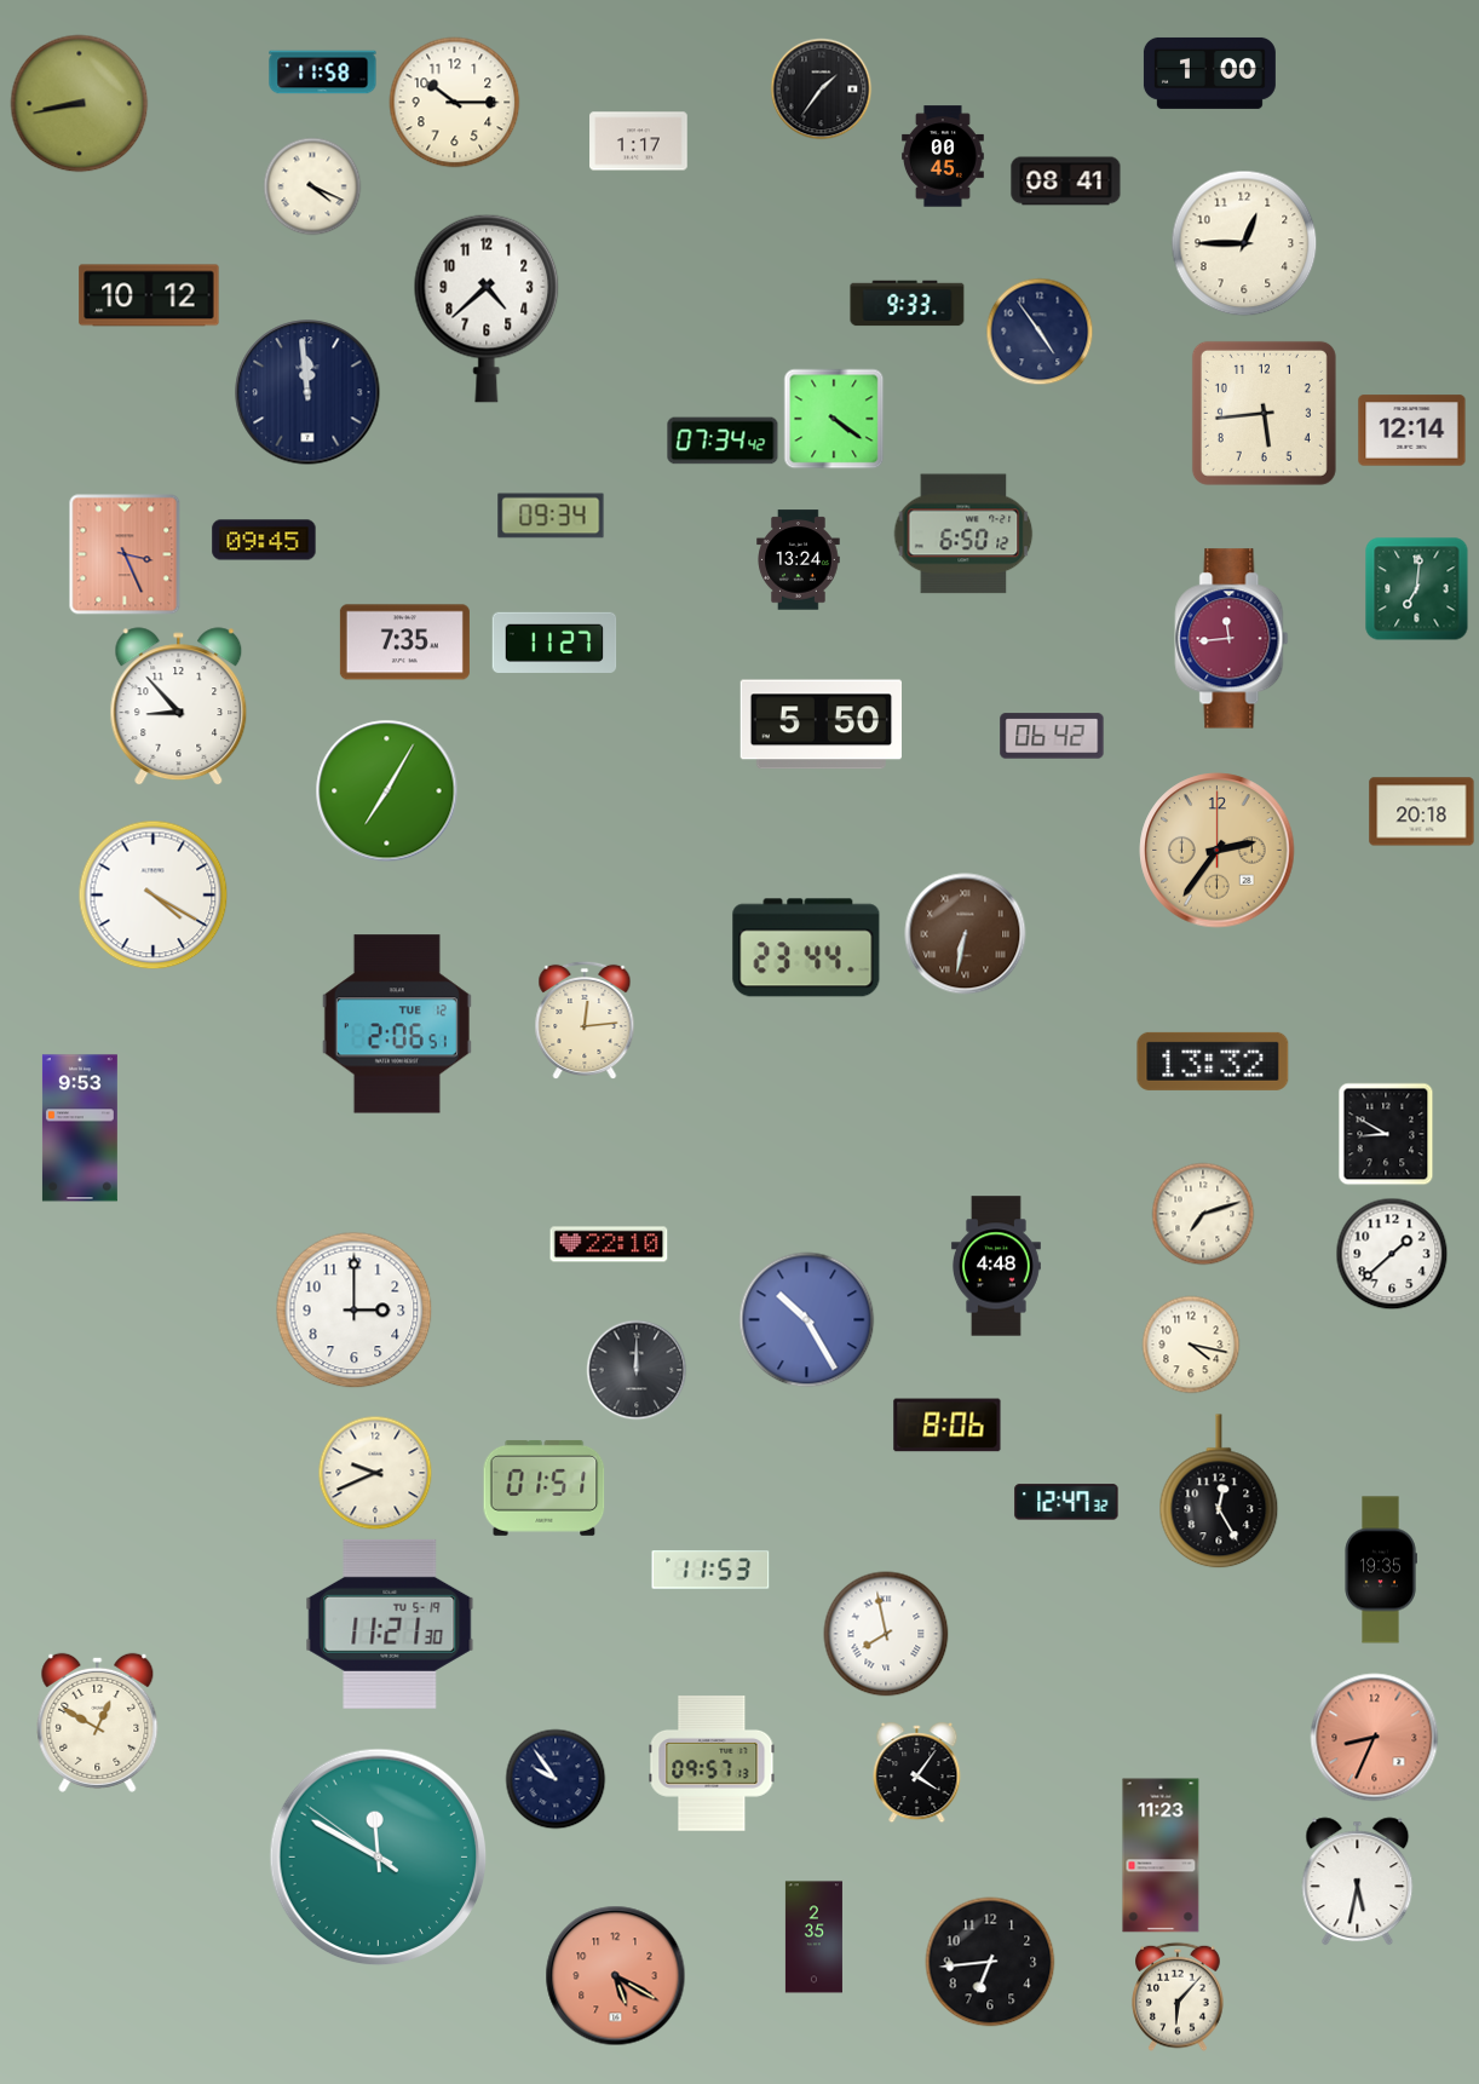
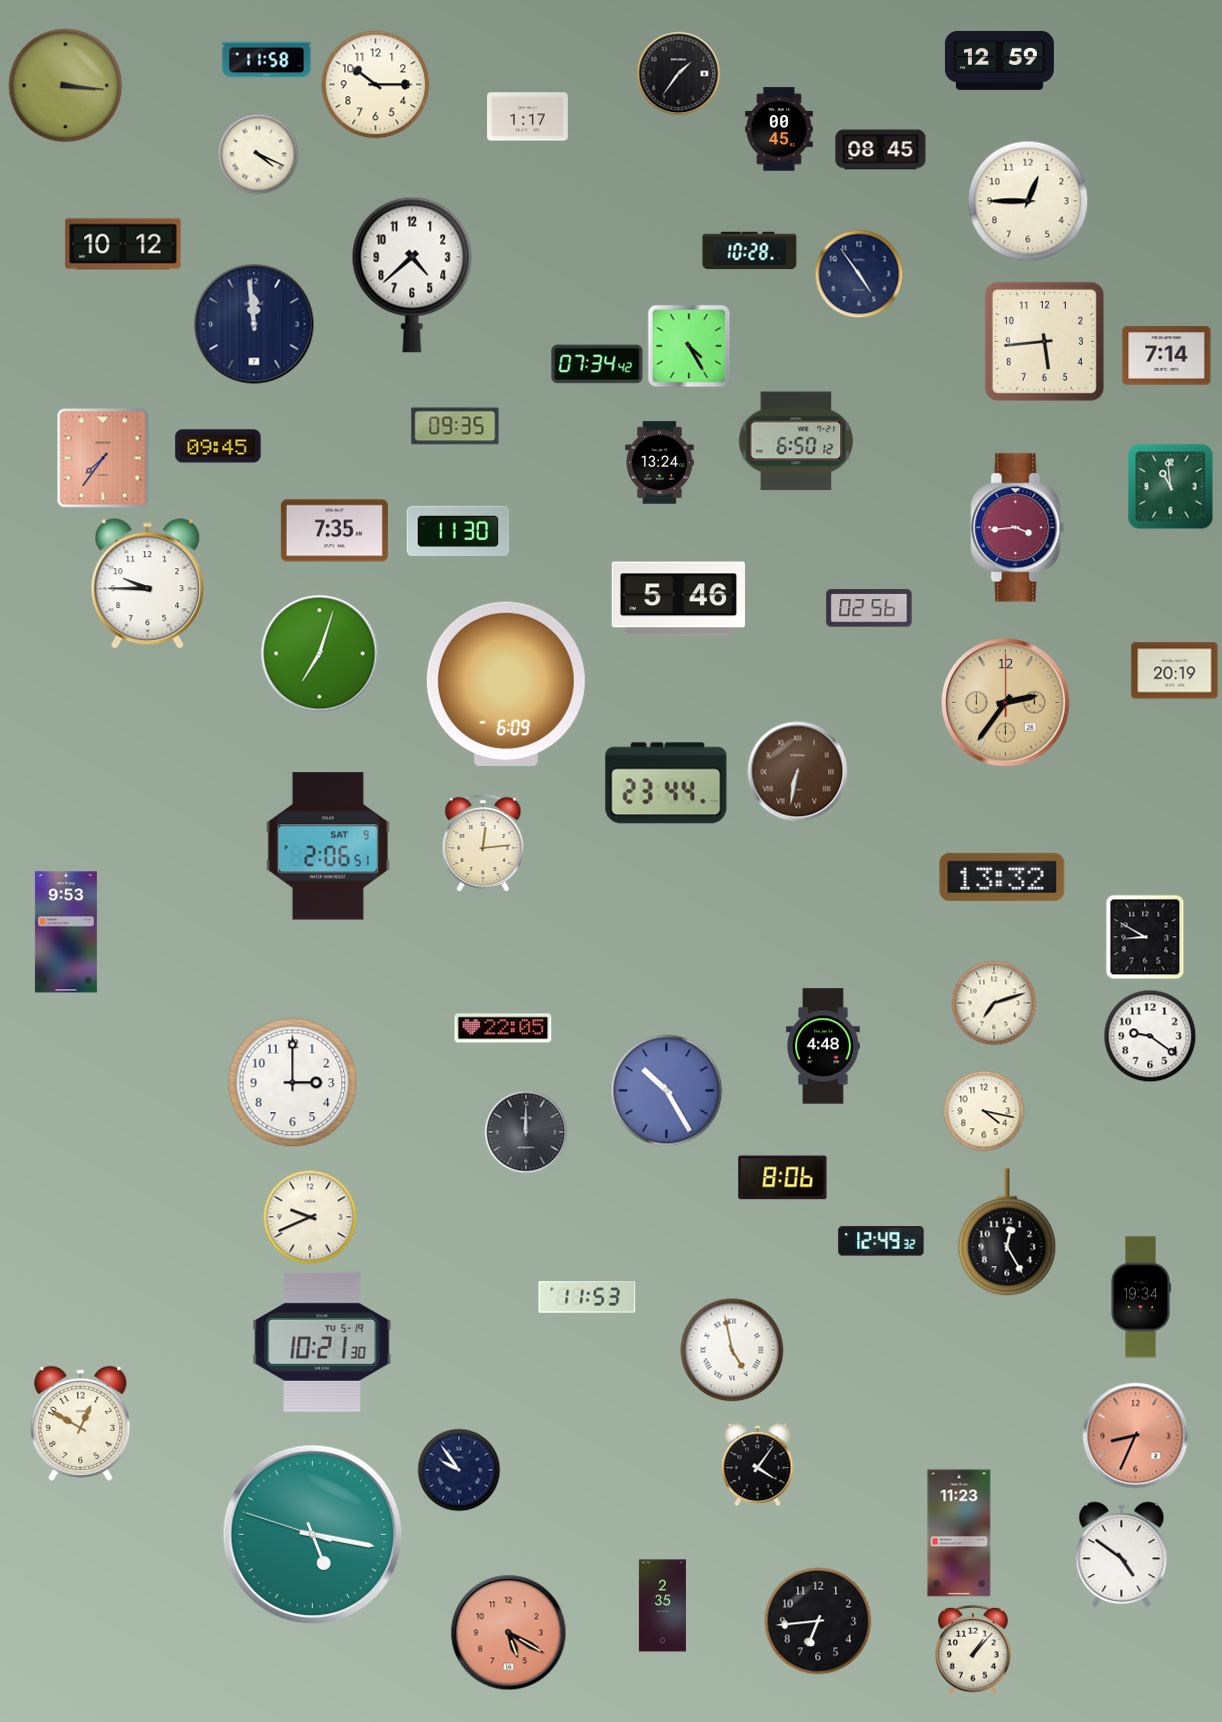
clock at (1209, 73): 1:00 -> 12:59
clock at (80, 104): 8:43 -> 3:16
clock at (1066, 182): 08:41 -> 08:45
clock at (908, 304): 9:33 -> 10:28
clock at (487, 309) position: (487, 309) -> (412, 275)
clock at (834, 419): 4:21 -> 4:25
clock at (1412, 431): 12:14 -> 7:14
clock at (551, 516): 09:34 -> 09:35
clock at (125, 554): 3:26 -> 7:36
clock at (1417, 589): 7:01 -> 10:59
clock at (1232, 639): 11:44 -> 3:44
clock at (554, 643): 11:27 -> 11:30
clock at (179, 707): 8:53 -> 9:45
clock at (821, 725): 5:50 -> 5:46
clock at (1052, 736): 06:42 -> 02:56
clock at (387, 791): 7:05 -> 7:03
clock at (1422, 812): 20:18 -> 20:19
clock at (506, 684): none -> 6:09
clock at (154, 896): 4:20 -> none
clock at (397, 1024) date: TUE 12 -> SAT 9
clock at (609, 1244): 22:10 -> 22:05
clock at (1392, 1254): 1:38 -> 9:21
clock at (545, 1487): 01:51 -> none
clock at (1066, 1502): 12:47 -> 12:49
clock at (1381, 1570): 19:35 -> 19:34
clock at (390, 1624): 11:21 -> 10:21
clock at (886, 1634): 7:58 -> 4:58
clock at (712, 1763): 09:57 -> none
clock at (379, 1858): 11:49 -> 5:16
clock at (1358, 1882): 5:32 -> 4:51
clock at (813, 1938) position: (813, 1938) -> (662, 1606)
clock at (1178, 1997): 6:07 -> 1:07
